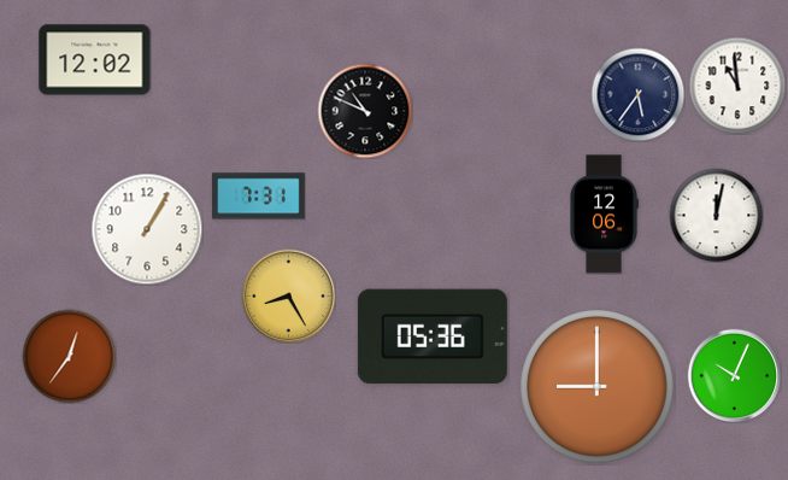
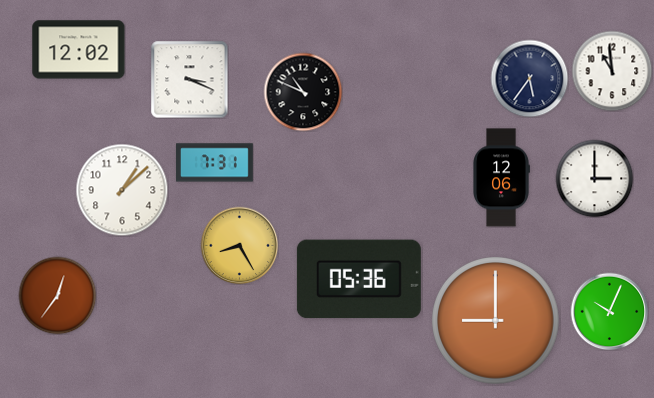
clock at (189, 79): none -> 3:19
clock at (716, 215): 12:02 -> 3:00
clock at (147, 229): 1:05 -> 1:08
